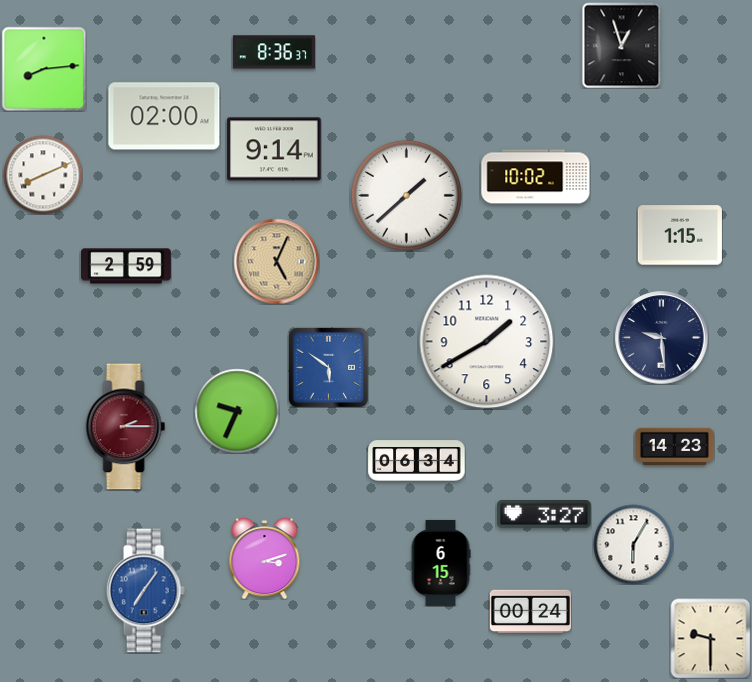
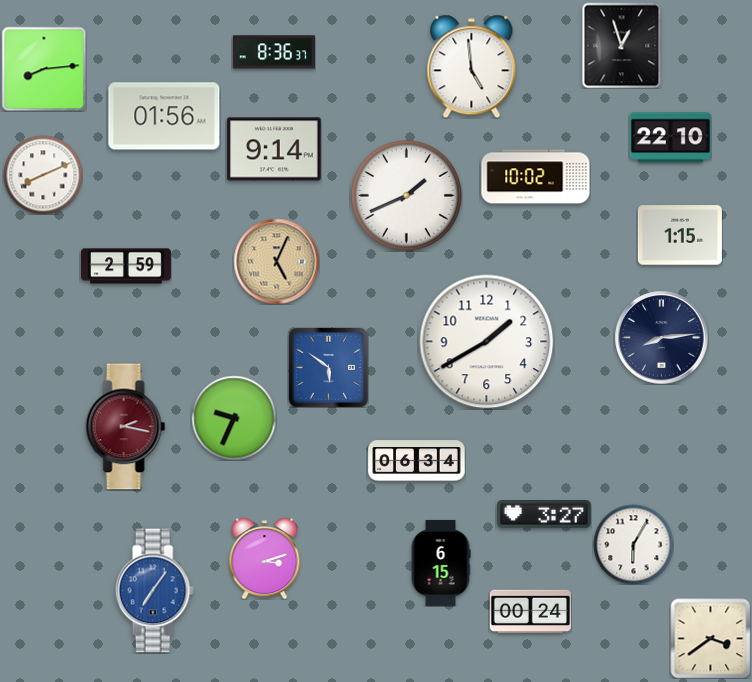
clock at (472, 66): none -> 4:59
clock at (164, 116): 02:00 -> 01:56
clock at (670, 138): none -> 22:10
clock at (406, 195): 1:38 -> 1:41
clock at (661, 337): 9:29 -> 8:14
clock at (237, 411) position: (237, 411) -> (234, 418)
clock at (126, 427): 2:15 -> 2:17
clock at (674, 446): 14:23 -> none
clock at (145, 591) position: (145, 591) -> (154, 591)
clock at (710, 638): 9:30 -> 3:39
